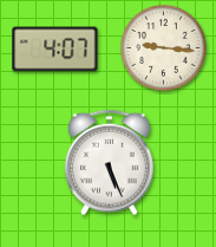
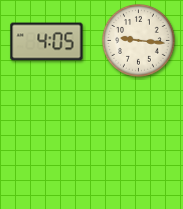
clock at (55, 50): 4:07 -> 4:05
clock at (109, 163): 5:26 -> none
